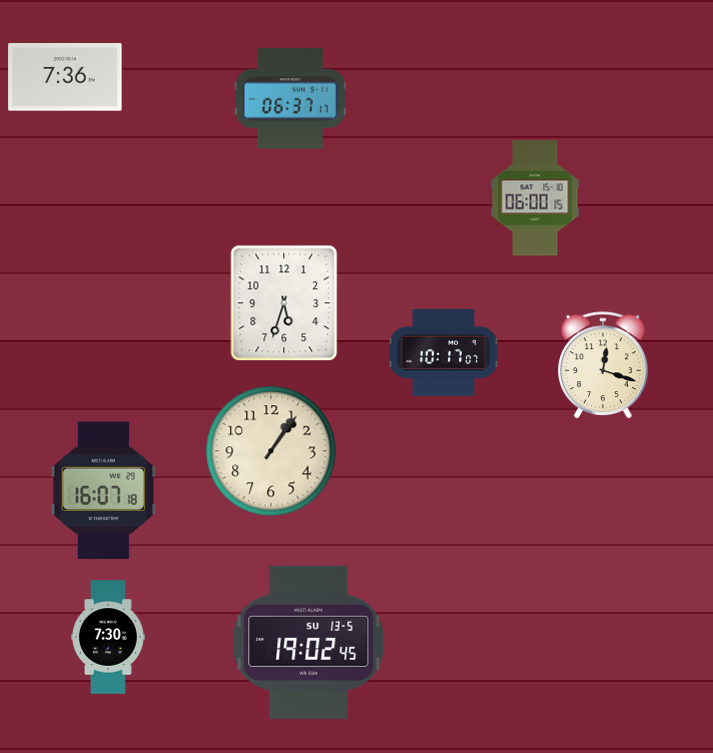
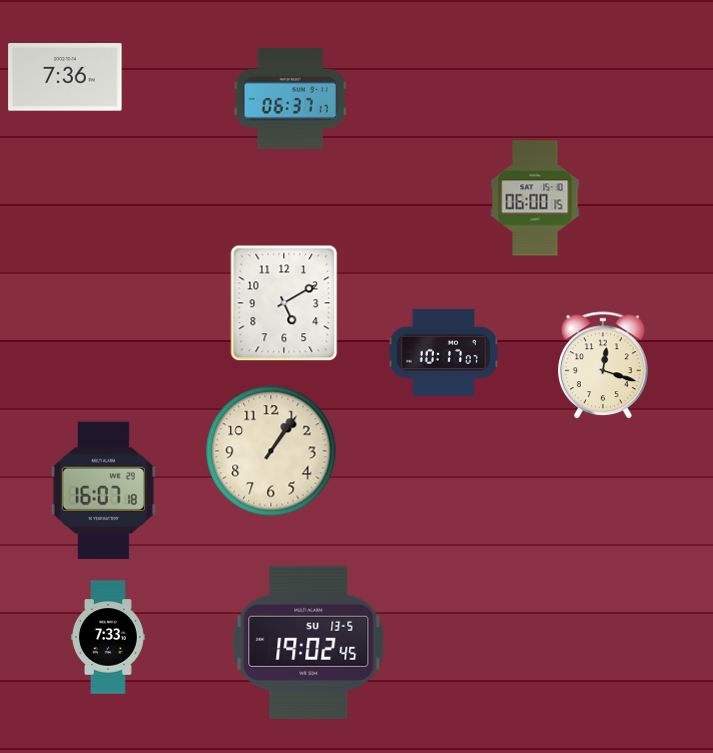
clock at (284, 303): 5:33 -> 5:10
clock at (108, 637): 7:30 -> 7:33
